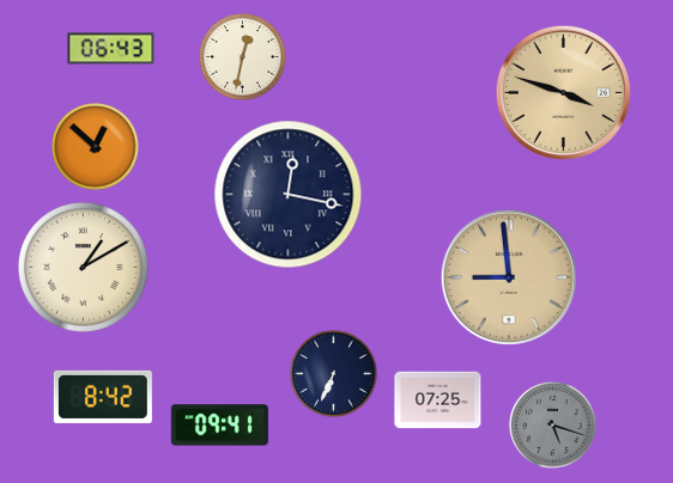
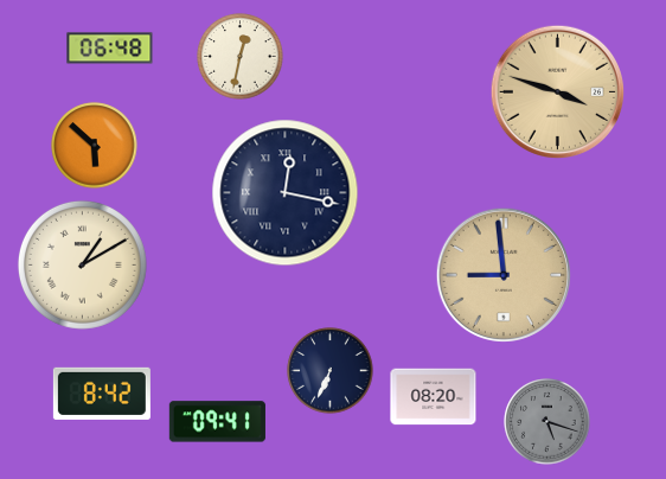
clock at (111, 49): 06:43 -> 06:48
clock at (96, 147): 12:52 -> 5:52
clock at (438, 401): 07:25 -> 08:20
